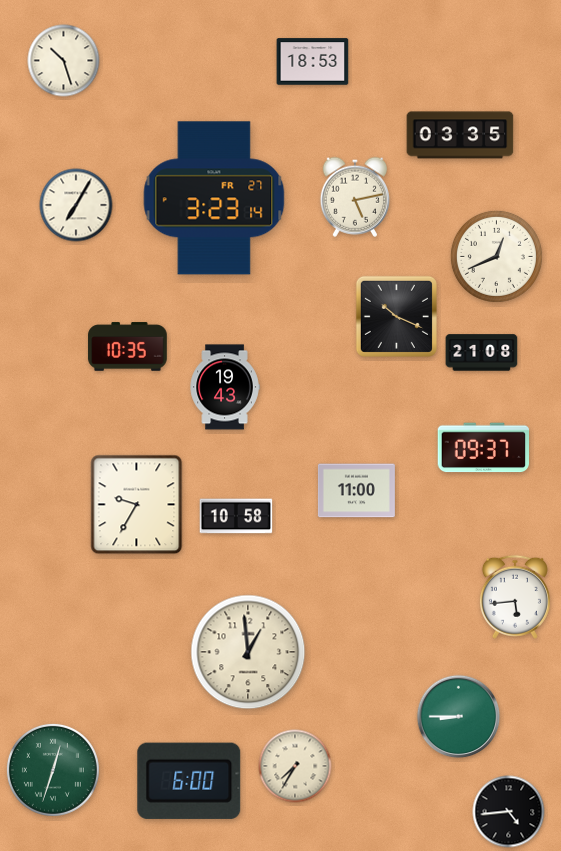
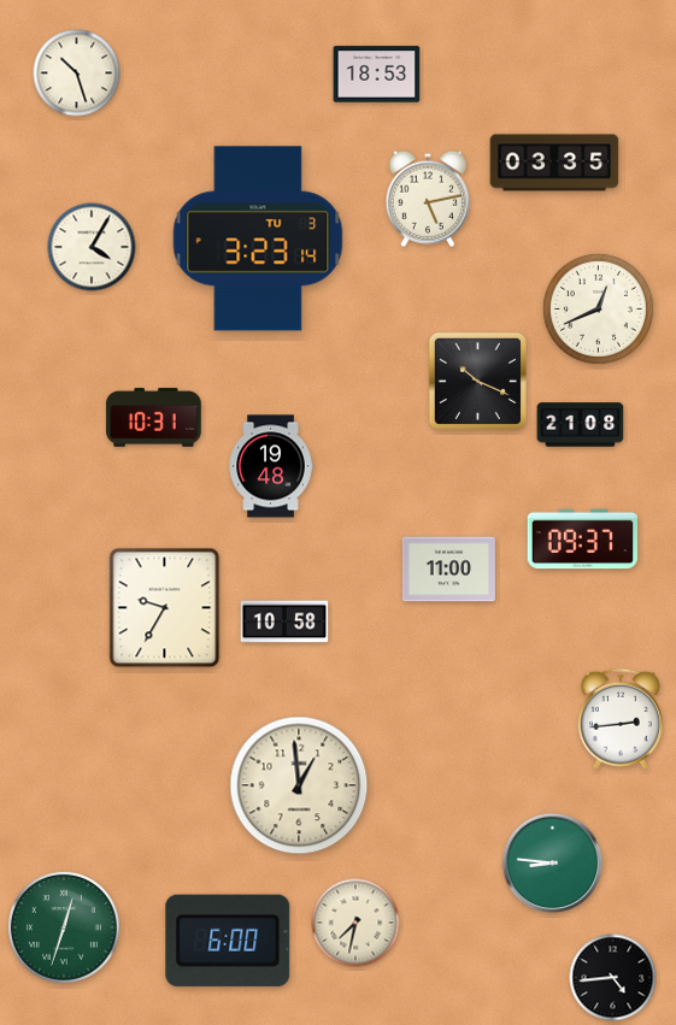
clock at (354, 197) position: (354, 197) -> (427, 199)
clock at (214, 198) date: FR 27 -> TU 3
clock at (76, 205): 7:05 -> 4:05
clock at (128, 347): 10:35 -> 10:31
clock at (225, 387): 19:43 -> 19:48
clock at (356, 491) position: (356, 491) -> (448, 570)
clock at (515, 597): 5:44 -> 2:44
clock at (459, 717): 8:45 -> 8:46
clock at (295, 766): 7:35 -> 7:32
